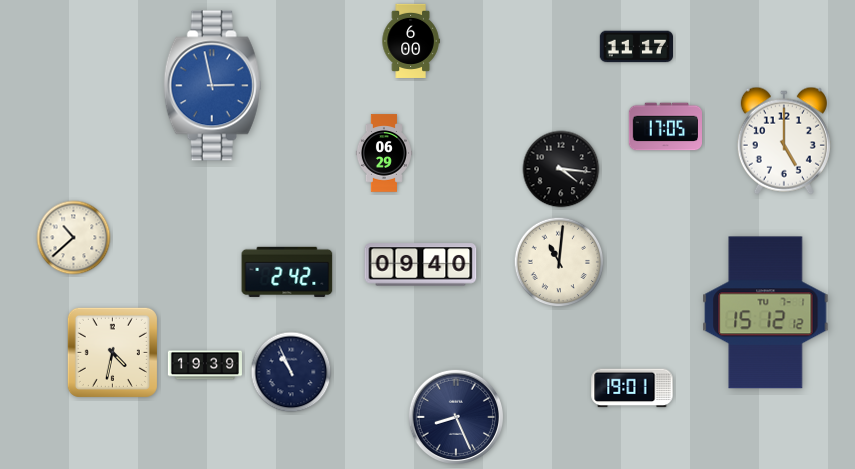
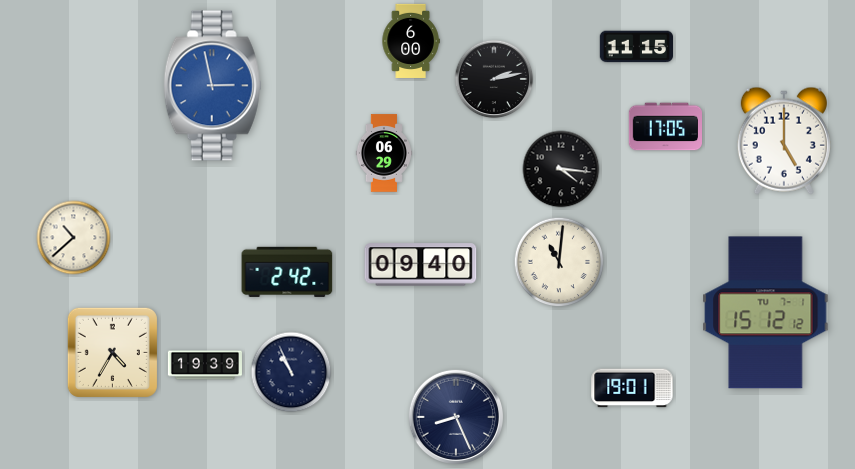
clock at (636, 47): 11:17 -> 11:15
clock at (494, 79): none -> 2:13
clock at (112, 352): 4:32 -> 4:35
